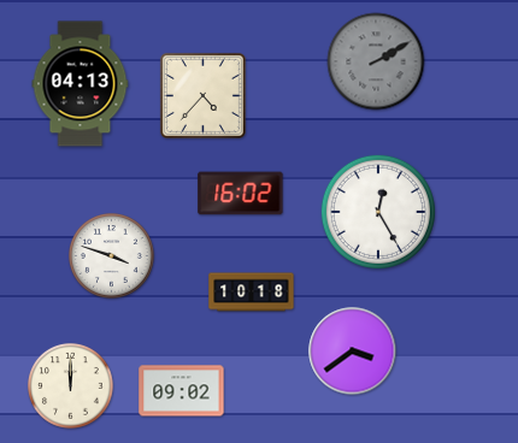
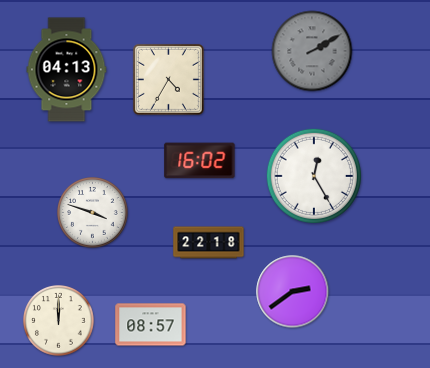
clock at (202, 95): 4:37 -> 4:35
clock at (252, 293): 10:18 -> 22:18
clock at (353, 352): 3:39 -> 2:39
clock at (182, 391): 09:02 -> 08:57
